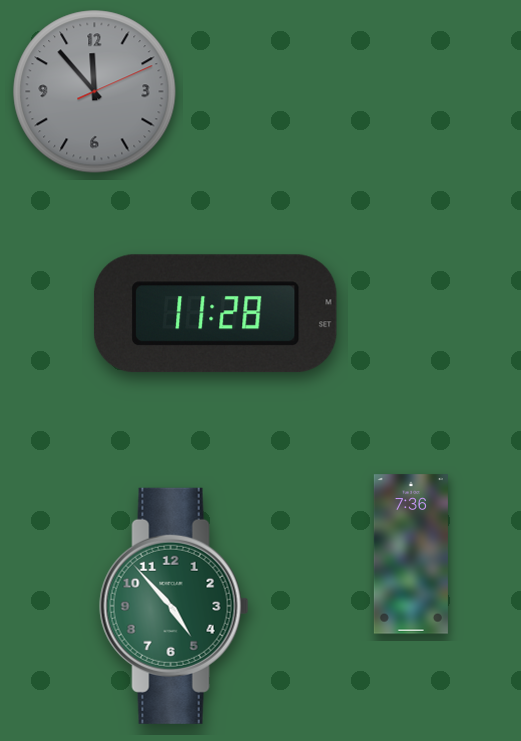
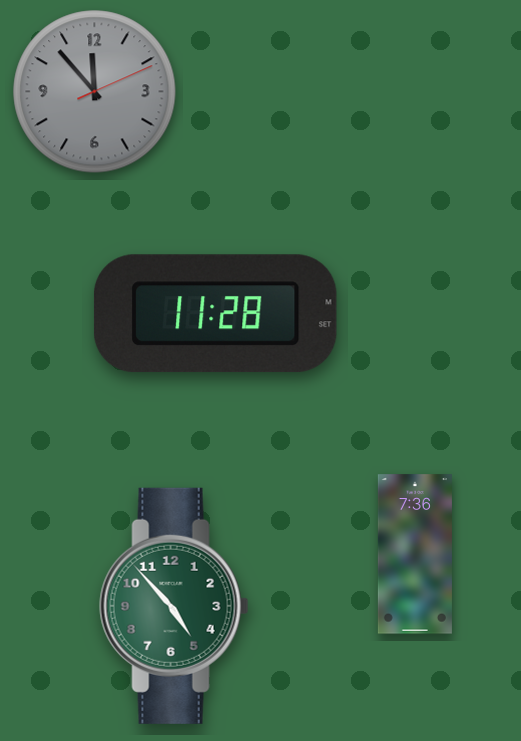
clock at (411, 554) position: (411, 554) -> (415, 554)
